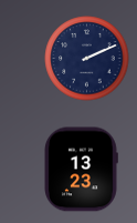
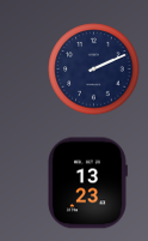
clock at (87, 59) position: (87, 59) -> (94, 70)
